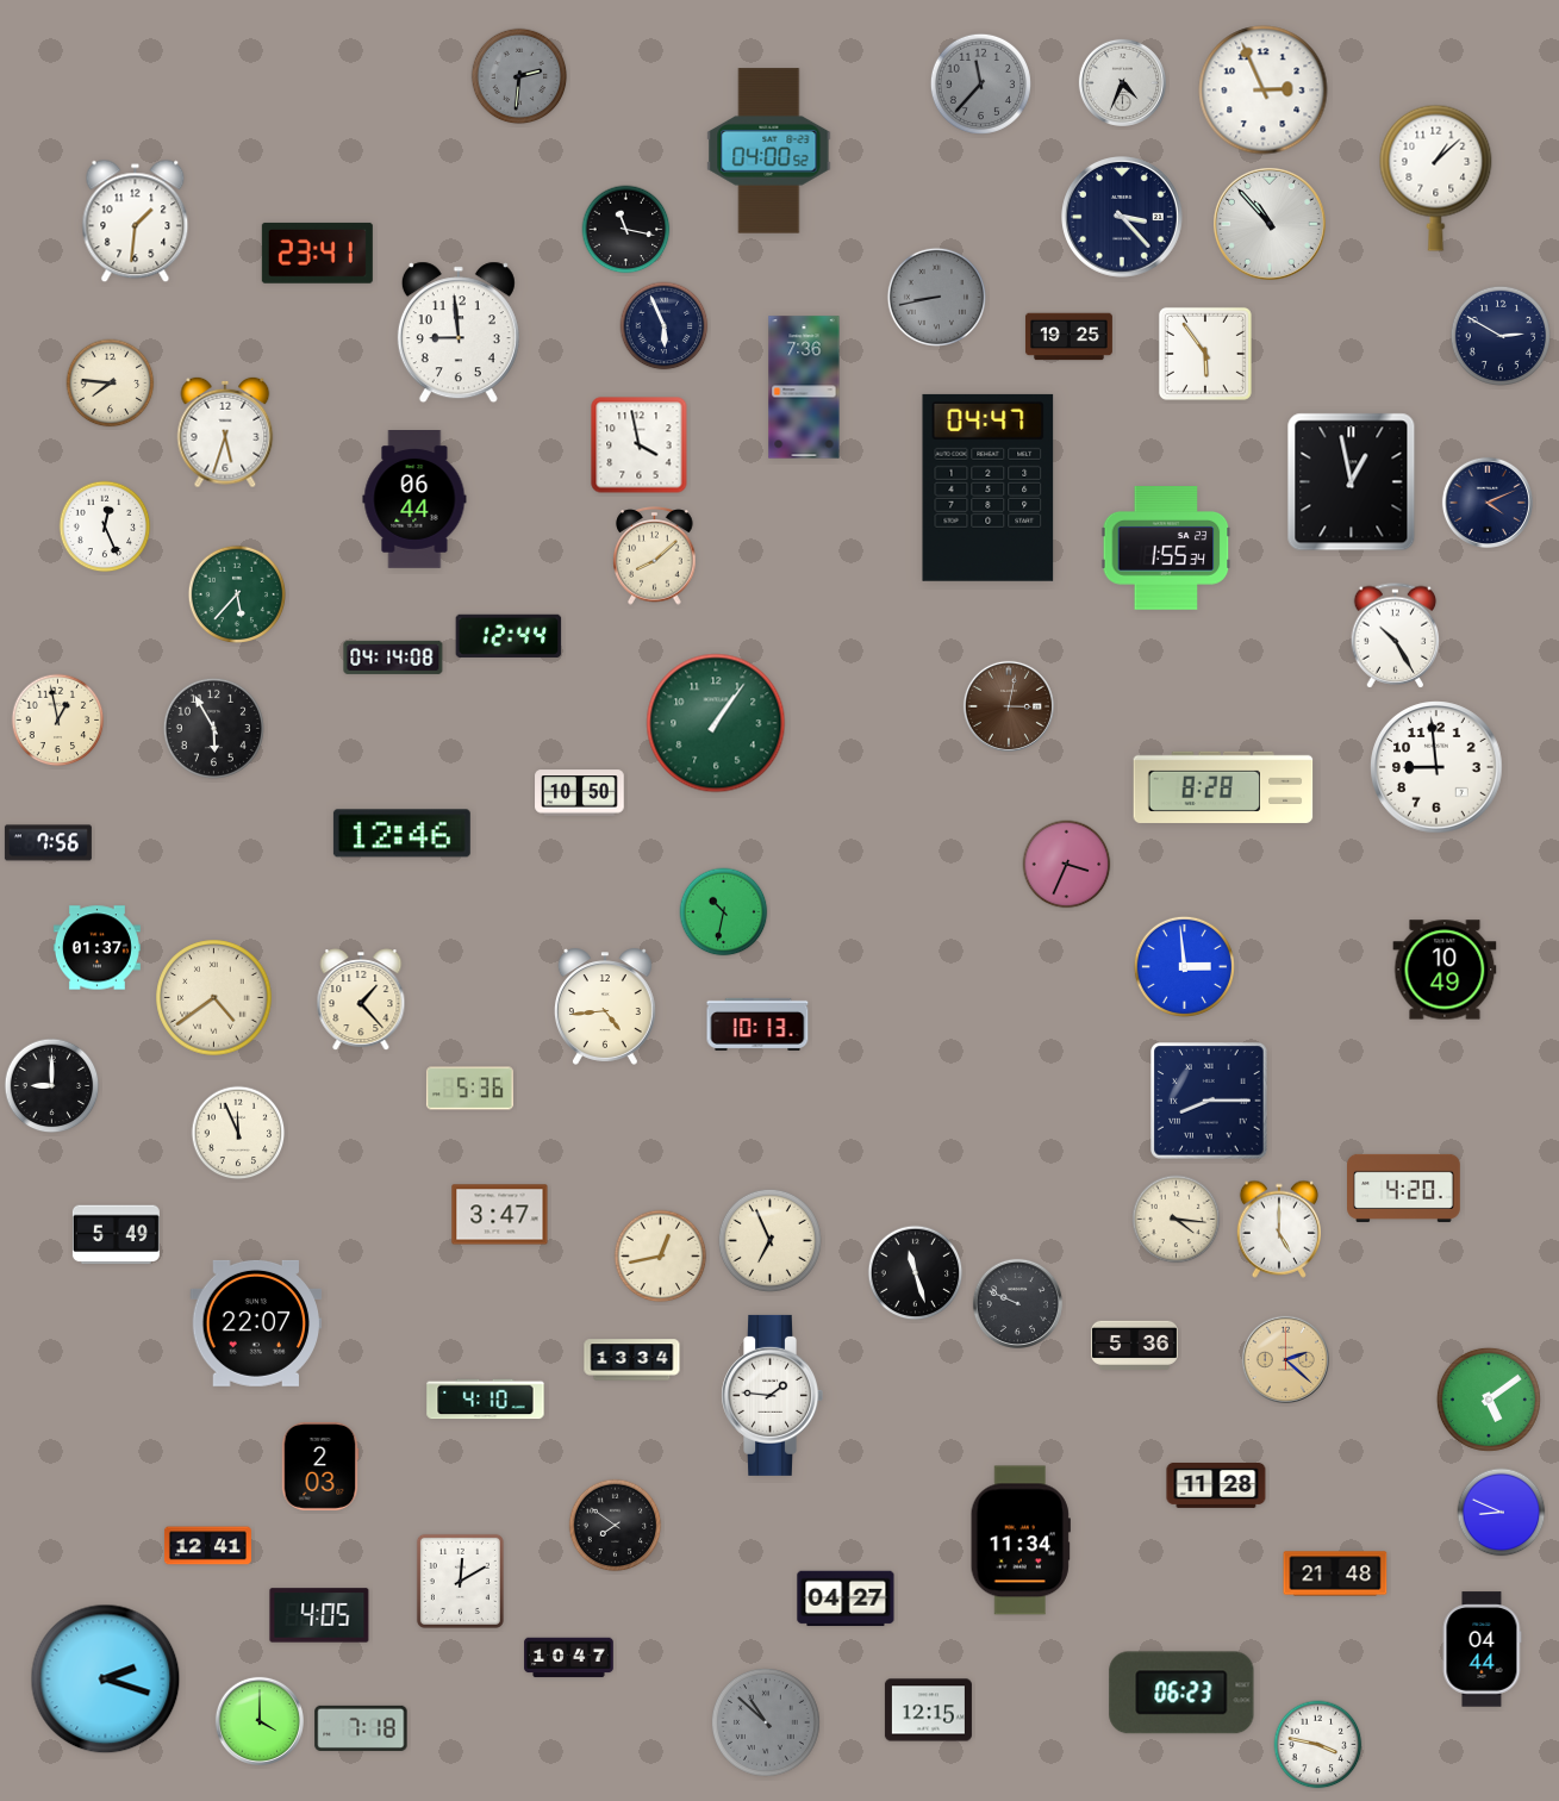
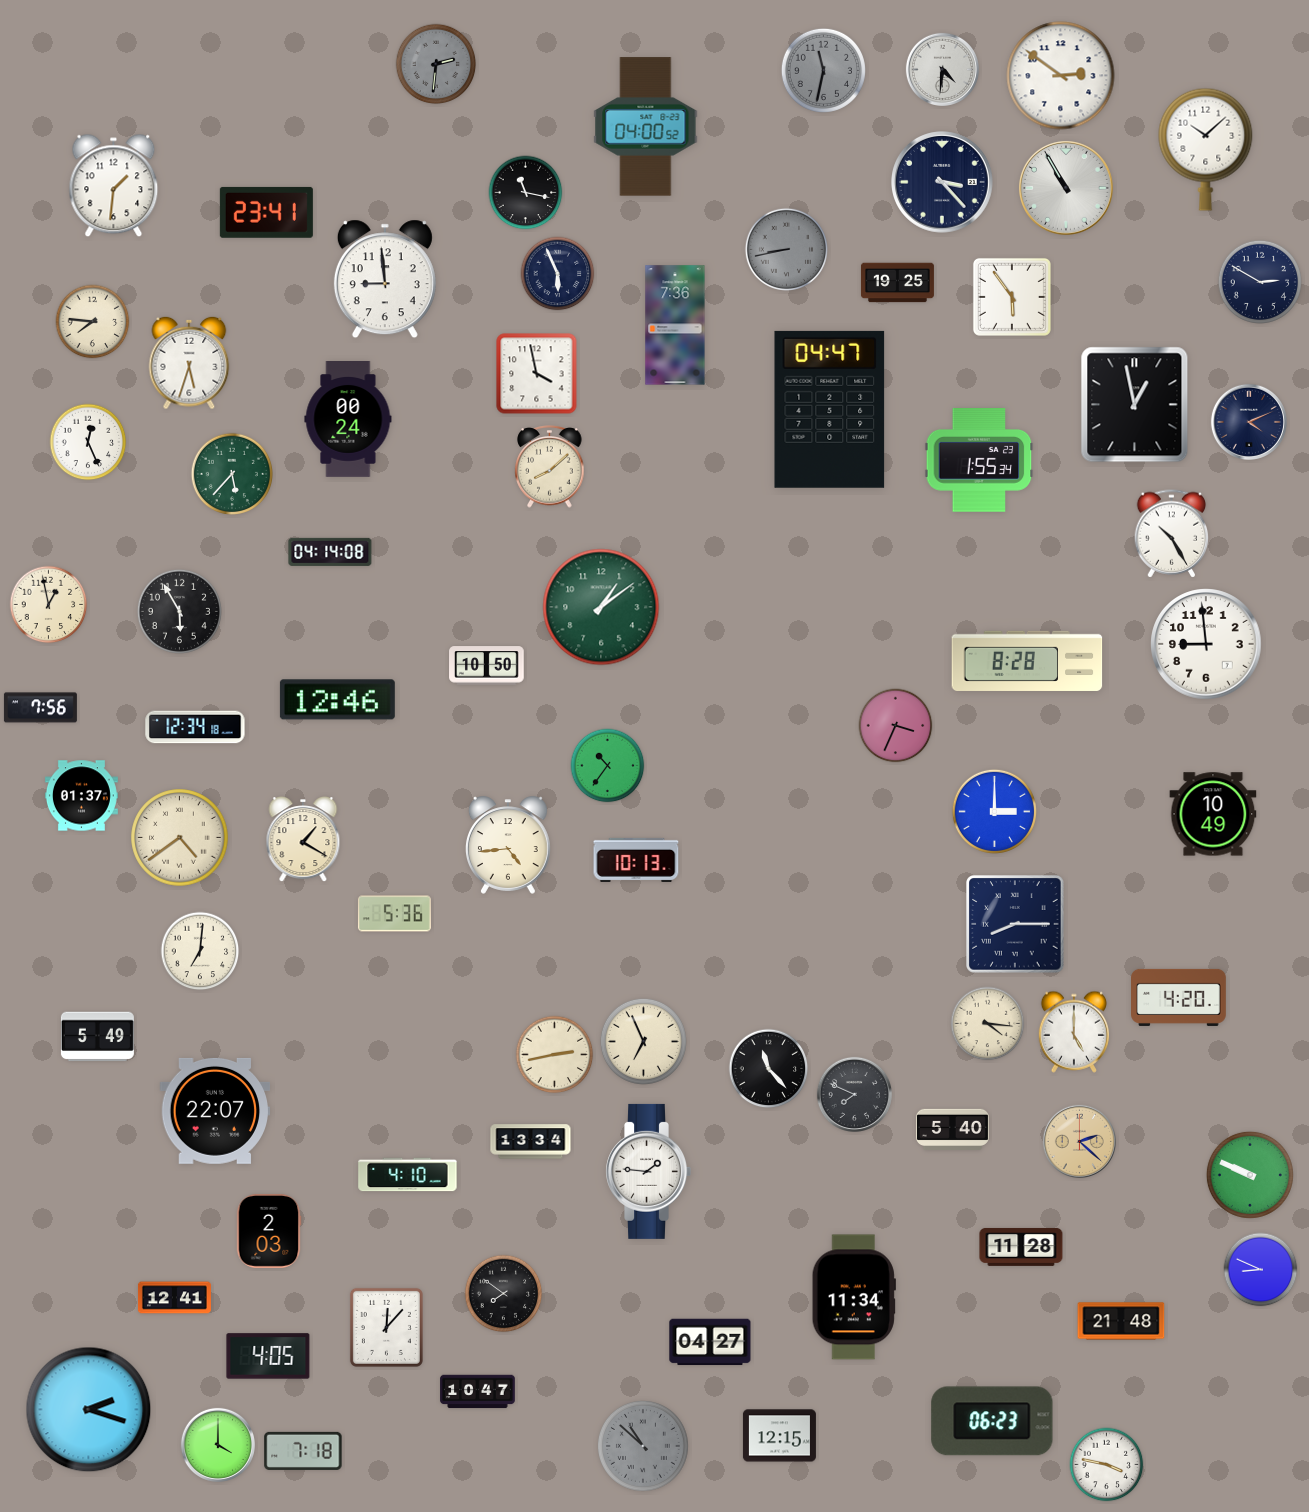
clock at (1122, 82): 4:34 -> 4:31
clock at (980, 83): 11:37 -> 11:32
clock at (1264, 91): 2:56 -> 2:51
clock at (1436, 177): 1:08 -> 10:08
clock at (1270, 224): 10:53 -> 10:55
clock at (414, 500): 06:44 -> 00:24
clock at (236, 593) position: (236, 593) -> (231, 473)
clock at (509, 636): 12:44 -> none
clock at (1009, 706): 3:02 -> none
clock at (716, 723): 1:06 -> 1:09
clock at (195, 727): none -> 12:34
clock at (724, 912): 10:32 -> 10:36
clock at (1184, 966): 2:59 -> 3:00
clock at (361, 1001): 1:23 -> 1:20
clock at (52, 1086): 9:00 -> none
clock at (238, 1133): 11:56 -> 7:01
clock at (500, 1215): 3:47 -> none
clock at (769, 1240) position: (769, 1240) -> (643, 1041)
clock at (661, 1257): 12:43 -> 2:43
clock at (916, 1273): 11:27 -> 11:23
clock at (1017, 1303): 9:49 -> 7:49
clock at (1134, 1345): 5:36 -> 5:40
clock at (1489, 1400): 5:09 -> 9:49
clock at (616, 1526) position: (616, 1526) -> (504, 1294)
clock at (1021, 1540) position: (1021, 1540) -> (854, 1297)
clock at (460, 1581): 12:10 -> 12:07
clock at (1482, 1650): 04:44 -> none
